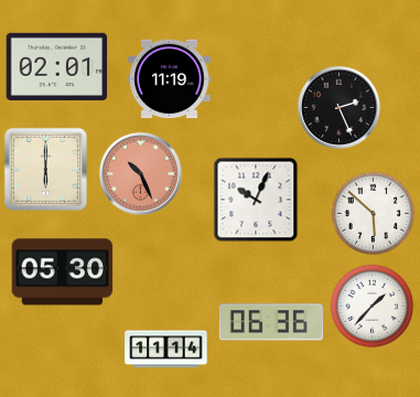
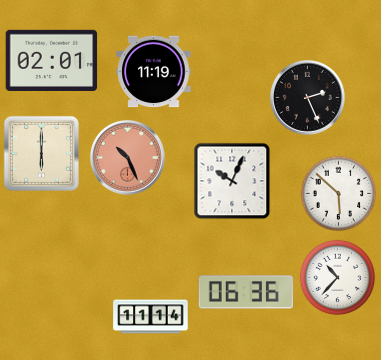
clock at (63, 272): 05:30 -> none
clock at (373, 307): 1:37 -> 10:37
